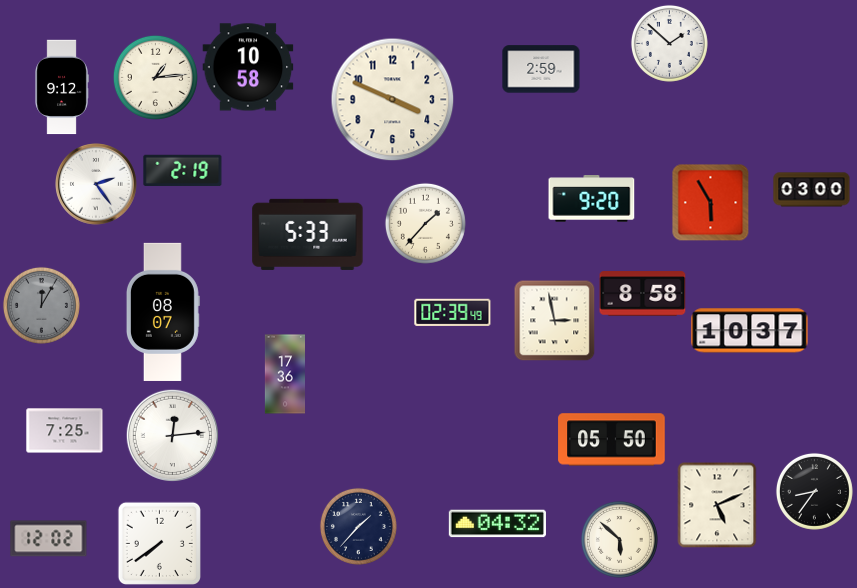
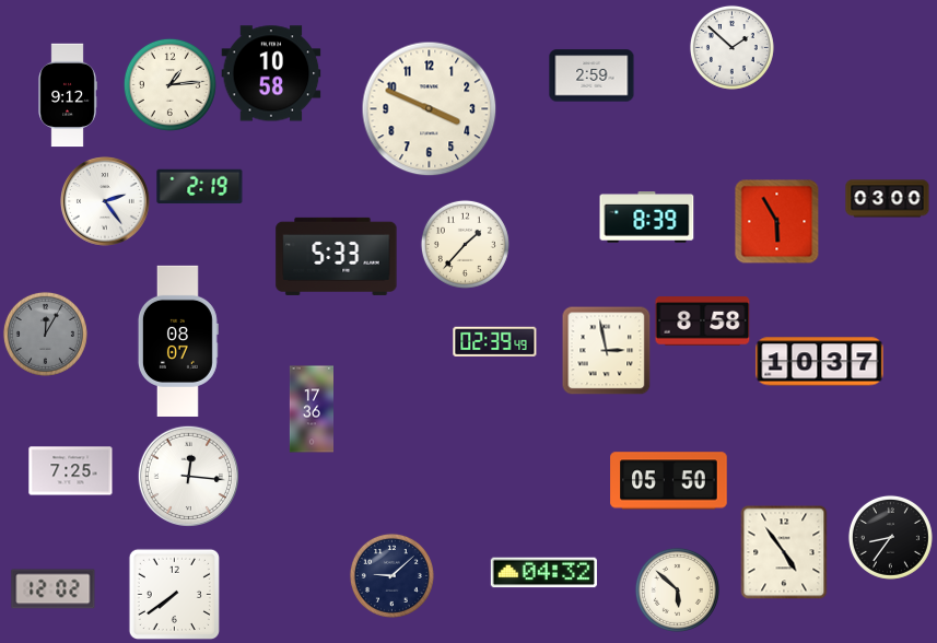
clock at (812, 190) position: (812, 190) -> (888, 199)
clock at (592, 199): 9:20 -> 8:39
clock at (172, 435): 12:14 -> 12:16
clock at (717, 505): 5:11 -> 4:54
clock at (358, 526): 1:37 -> 9:08
